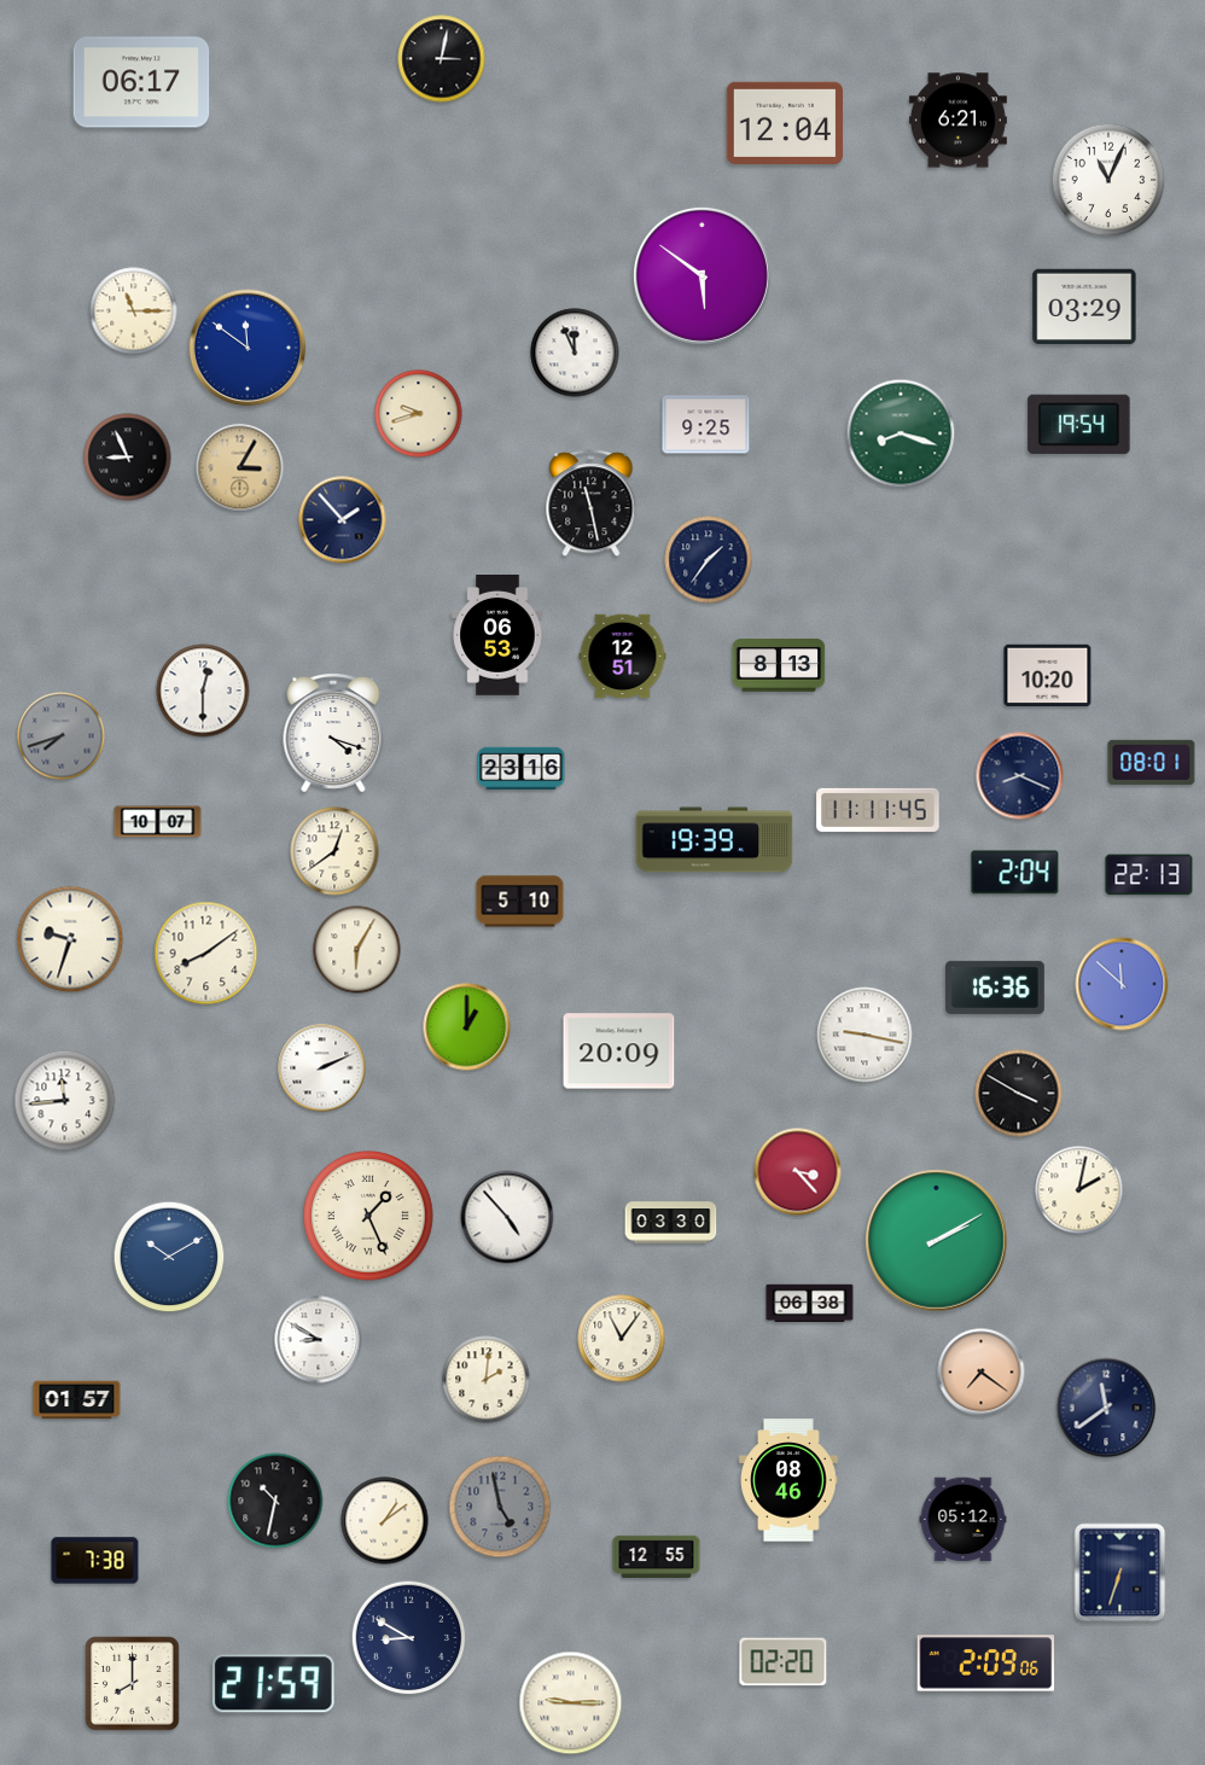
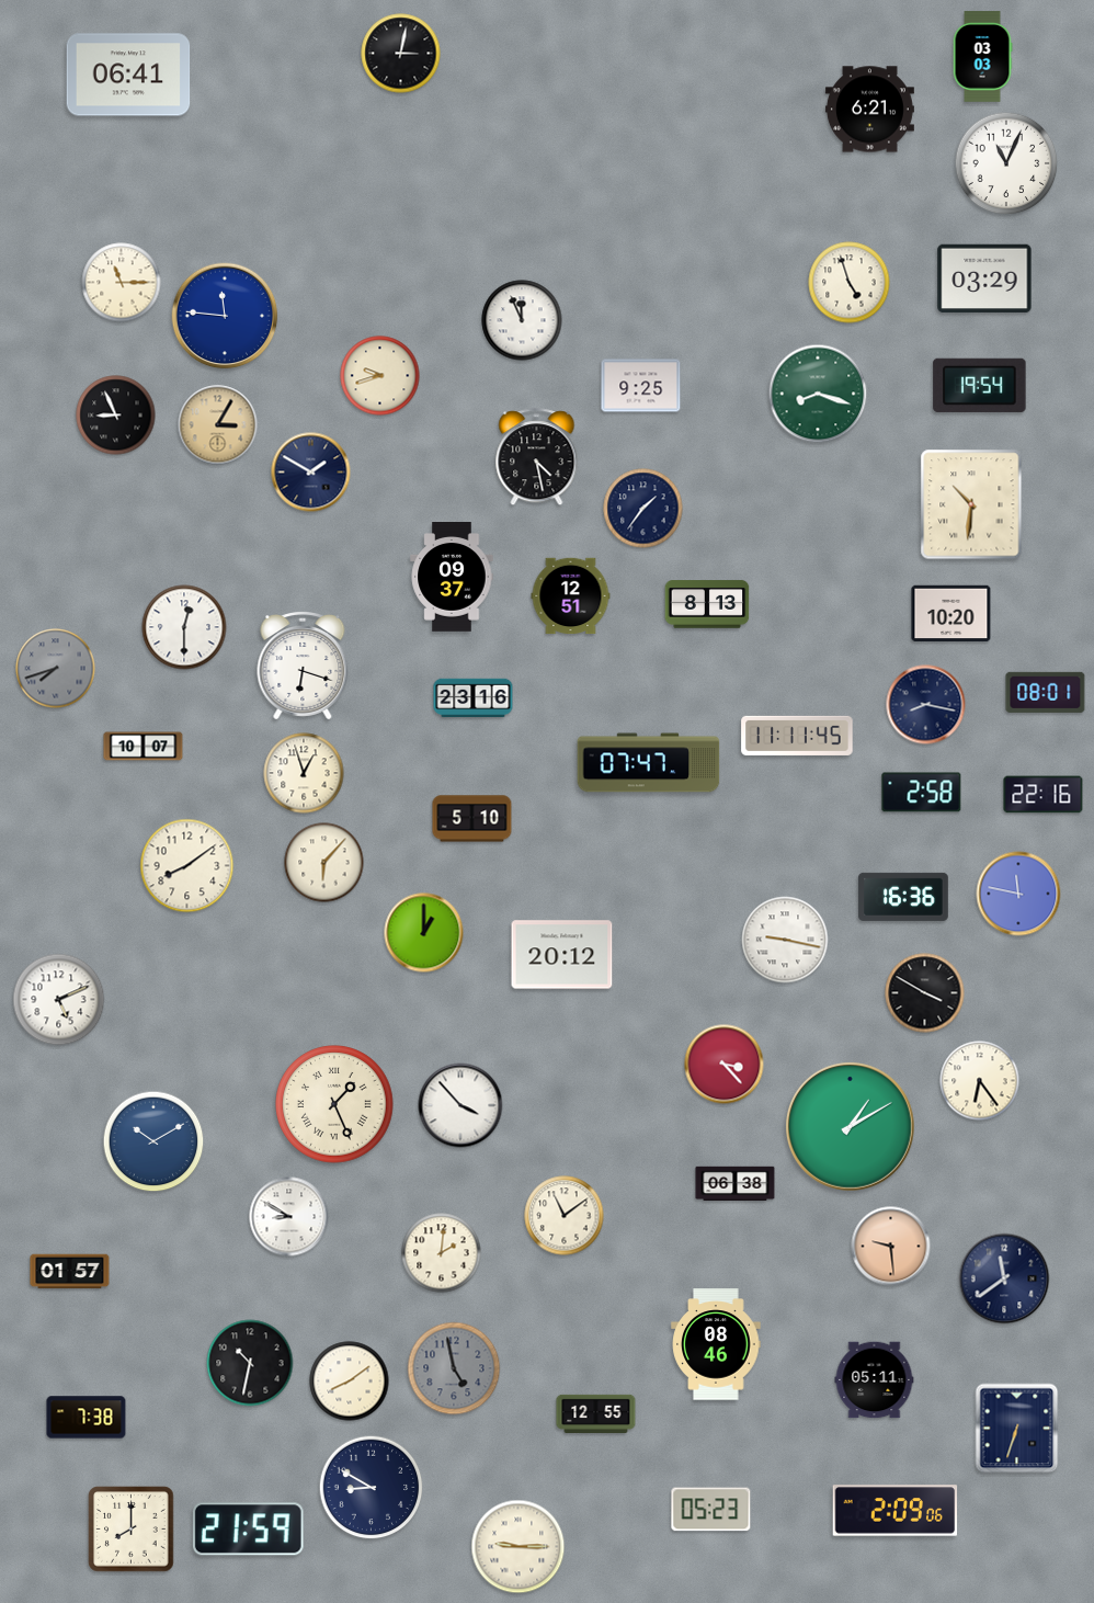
clock at (982, 57): none -> 03:03
clock at (141, 82): 06:17 -> 06:41
clock at (784, 122): 12:04 -> none
clock at (702, 275): 5:51 -> none
clock at (850, 283): none -> 4:57
clock at (248, 348): 11:51 -> 11:46
clock at (592, 503): 11:28 -> 4:28
clock at (343, 520): 1:53 -> 1:50
clock at (971, 504): none -> 10:31
clock at (497, 636): 06:53 -> 09:37
clock at (623, 657) position: (623, 657) -> (571, 596)
clock at (333, 734): 4:18 -> 6:18
clock at (1020, 776): 8:19 -> 8:17
clock at (715, 840): 19:39 -> 07:47
clock at (334, 851): 12:39 -> 12:57
clock at (1015, 873): 2:04 -> 2:58
clock at (1149, 875): 22:13 -> 22:16
clock at (70, 939): 9:33 -> none
clock at (357, 950): 6:05 -> 6:07
clock at (1122, 984): 11:52 -> 11:47
clock at (619, 1052): 20:09 -> 20:12
clock at (322, 1068): 2:11 -> none
clock at (65, 1101): 11:44 -> 5:11
clock at (1079, 1190): 2:02 -> 6:24
clock at (507, 1217): 4:53 -> 3:53
clock at (671, 1223): 03:30 -> none
clock at (936, 1240): 2:10 -> 1:10
clock at (622, 1339): 11:06 -> 11:09
clock at (982, 1373): 7:21 -> 9:29
clock at (964, 1520): 05:12 -> 05:11
clock at (385, 1521): 1:09 -> 8:09
clock at (784, 1662): 02:20 -> 05:23
clock at (133, 1684) position: (133, 1684) -> (132, 1530)
